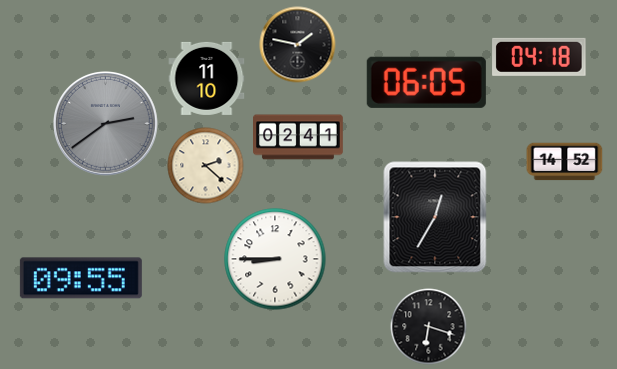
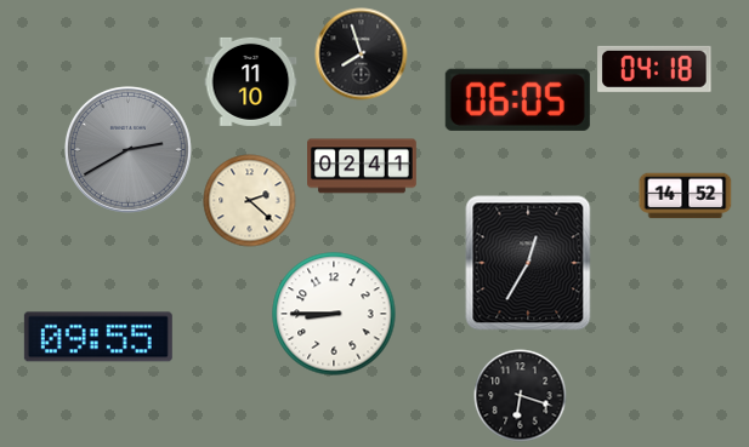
clock at (298, 45): 1:47 -> 7:57
clock at (207, 78) position: (207, 78) -> (251, 81)
clock at (105, 123): 2:39 -> 2:40
